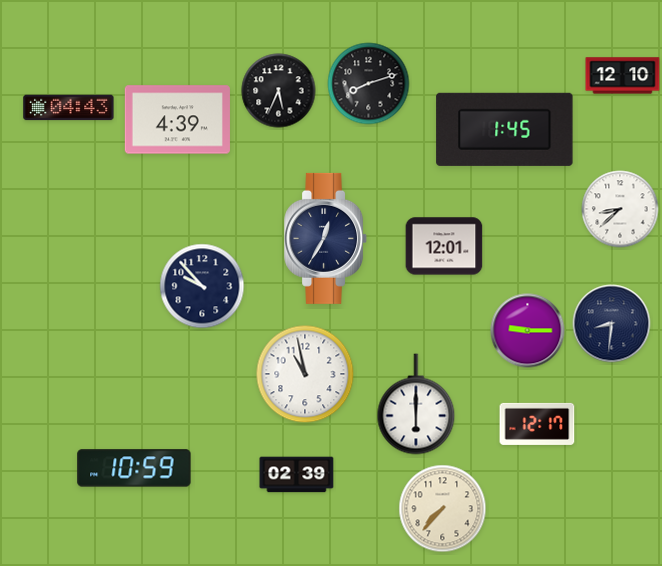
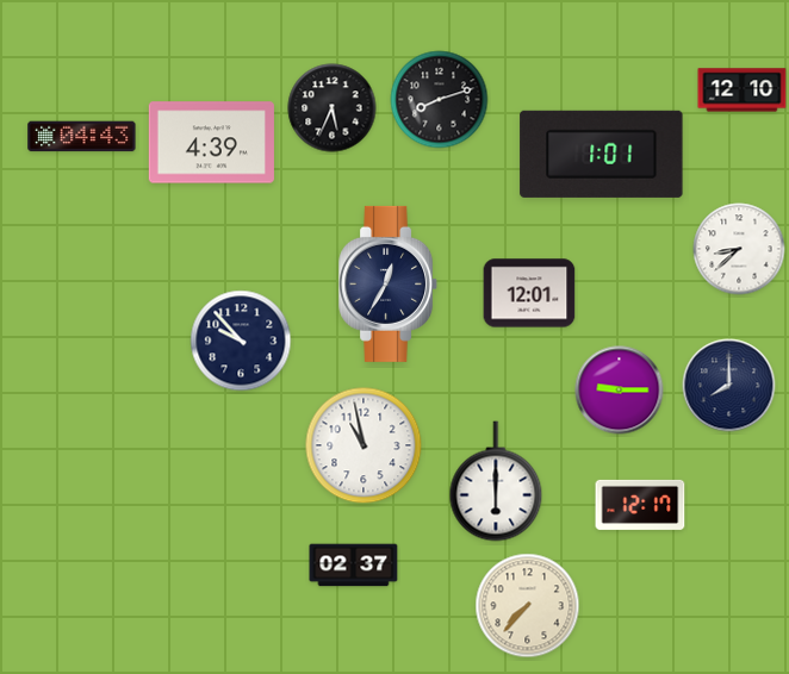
clock at (69, 108) position: (69, 108) -> (82, 137)
clock at (505, 129): 1:45 -> 1:01
clock at (612, 324): 8:31 -> 8:00
clock at (528, 331) position: (528, 331) -> (620, 391)
clock at (134, 468): 10:59 -> none
clock at (297, 475): 02:39 -> 02:37
